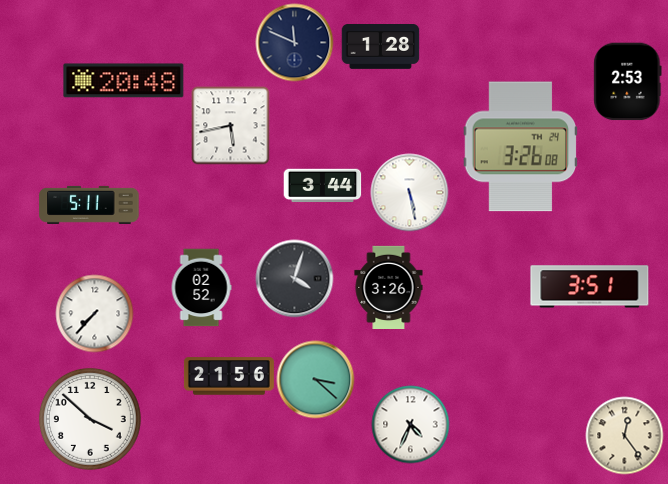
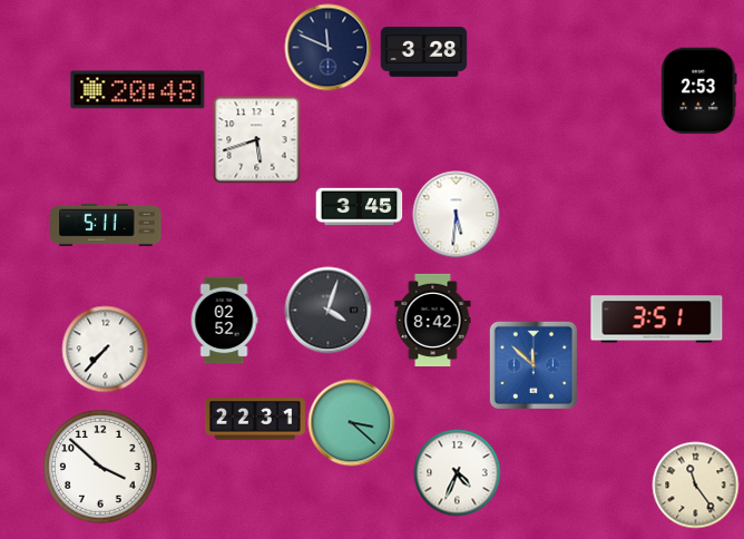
clock at (380, 47): 1:28 -> 3:28
clock at (230, 125): 5:43 -> 5:42
clock at (521, 147): 3:26 -> none
clock at (322, 186): 3:44 -> 3:45
clock at (409, 192): 5:28 -> 5:31
clock at (89, 205) position: (89, 205) -> (106, 225)
clock at (389, 287): 3:26 -> 8:42
clock at (533, 365): none -> 11:52
clock at (229, 376): 21:56 -> 22:31
clock at (624, 435): 12:24 -> 11:24
